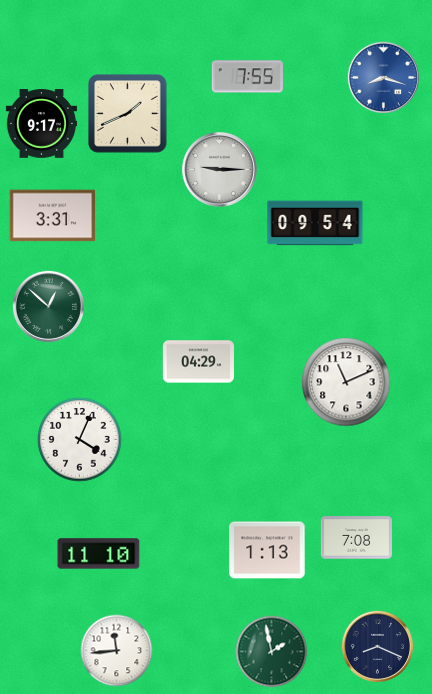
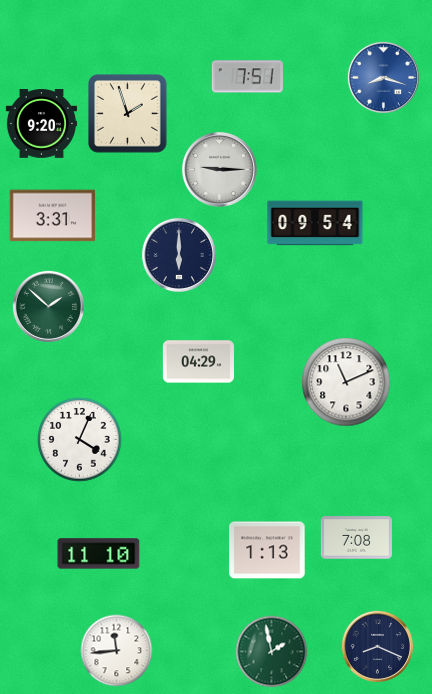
clock at (247, 77): 7:55 -> 7:51
clock at (128, 114): 1:41 -> 1:57
clock at (41, 124): 9:17 -> 9:20
clock at (179, 255): none -> 6:00
clock at (48, 306): 12:52 -> 1:52
